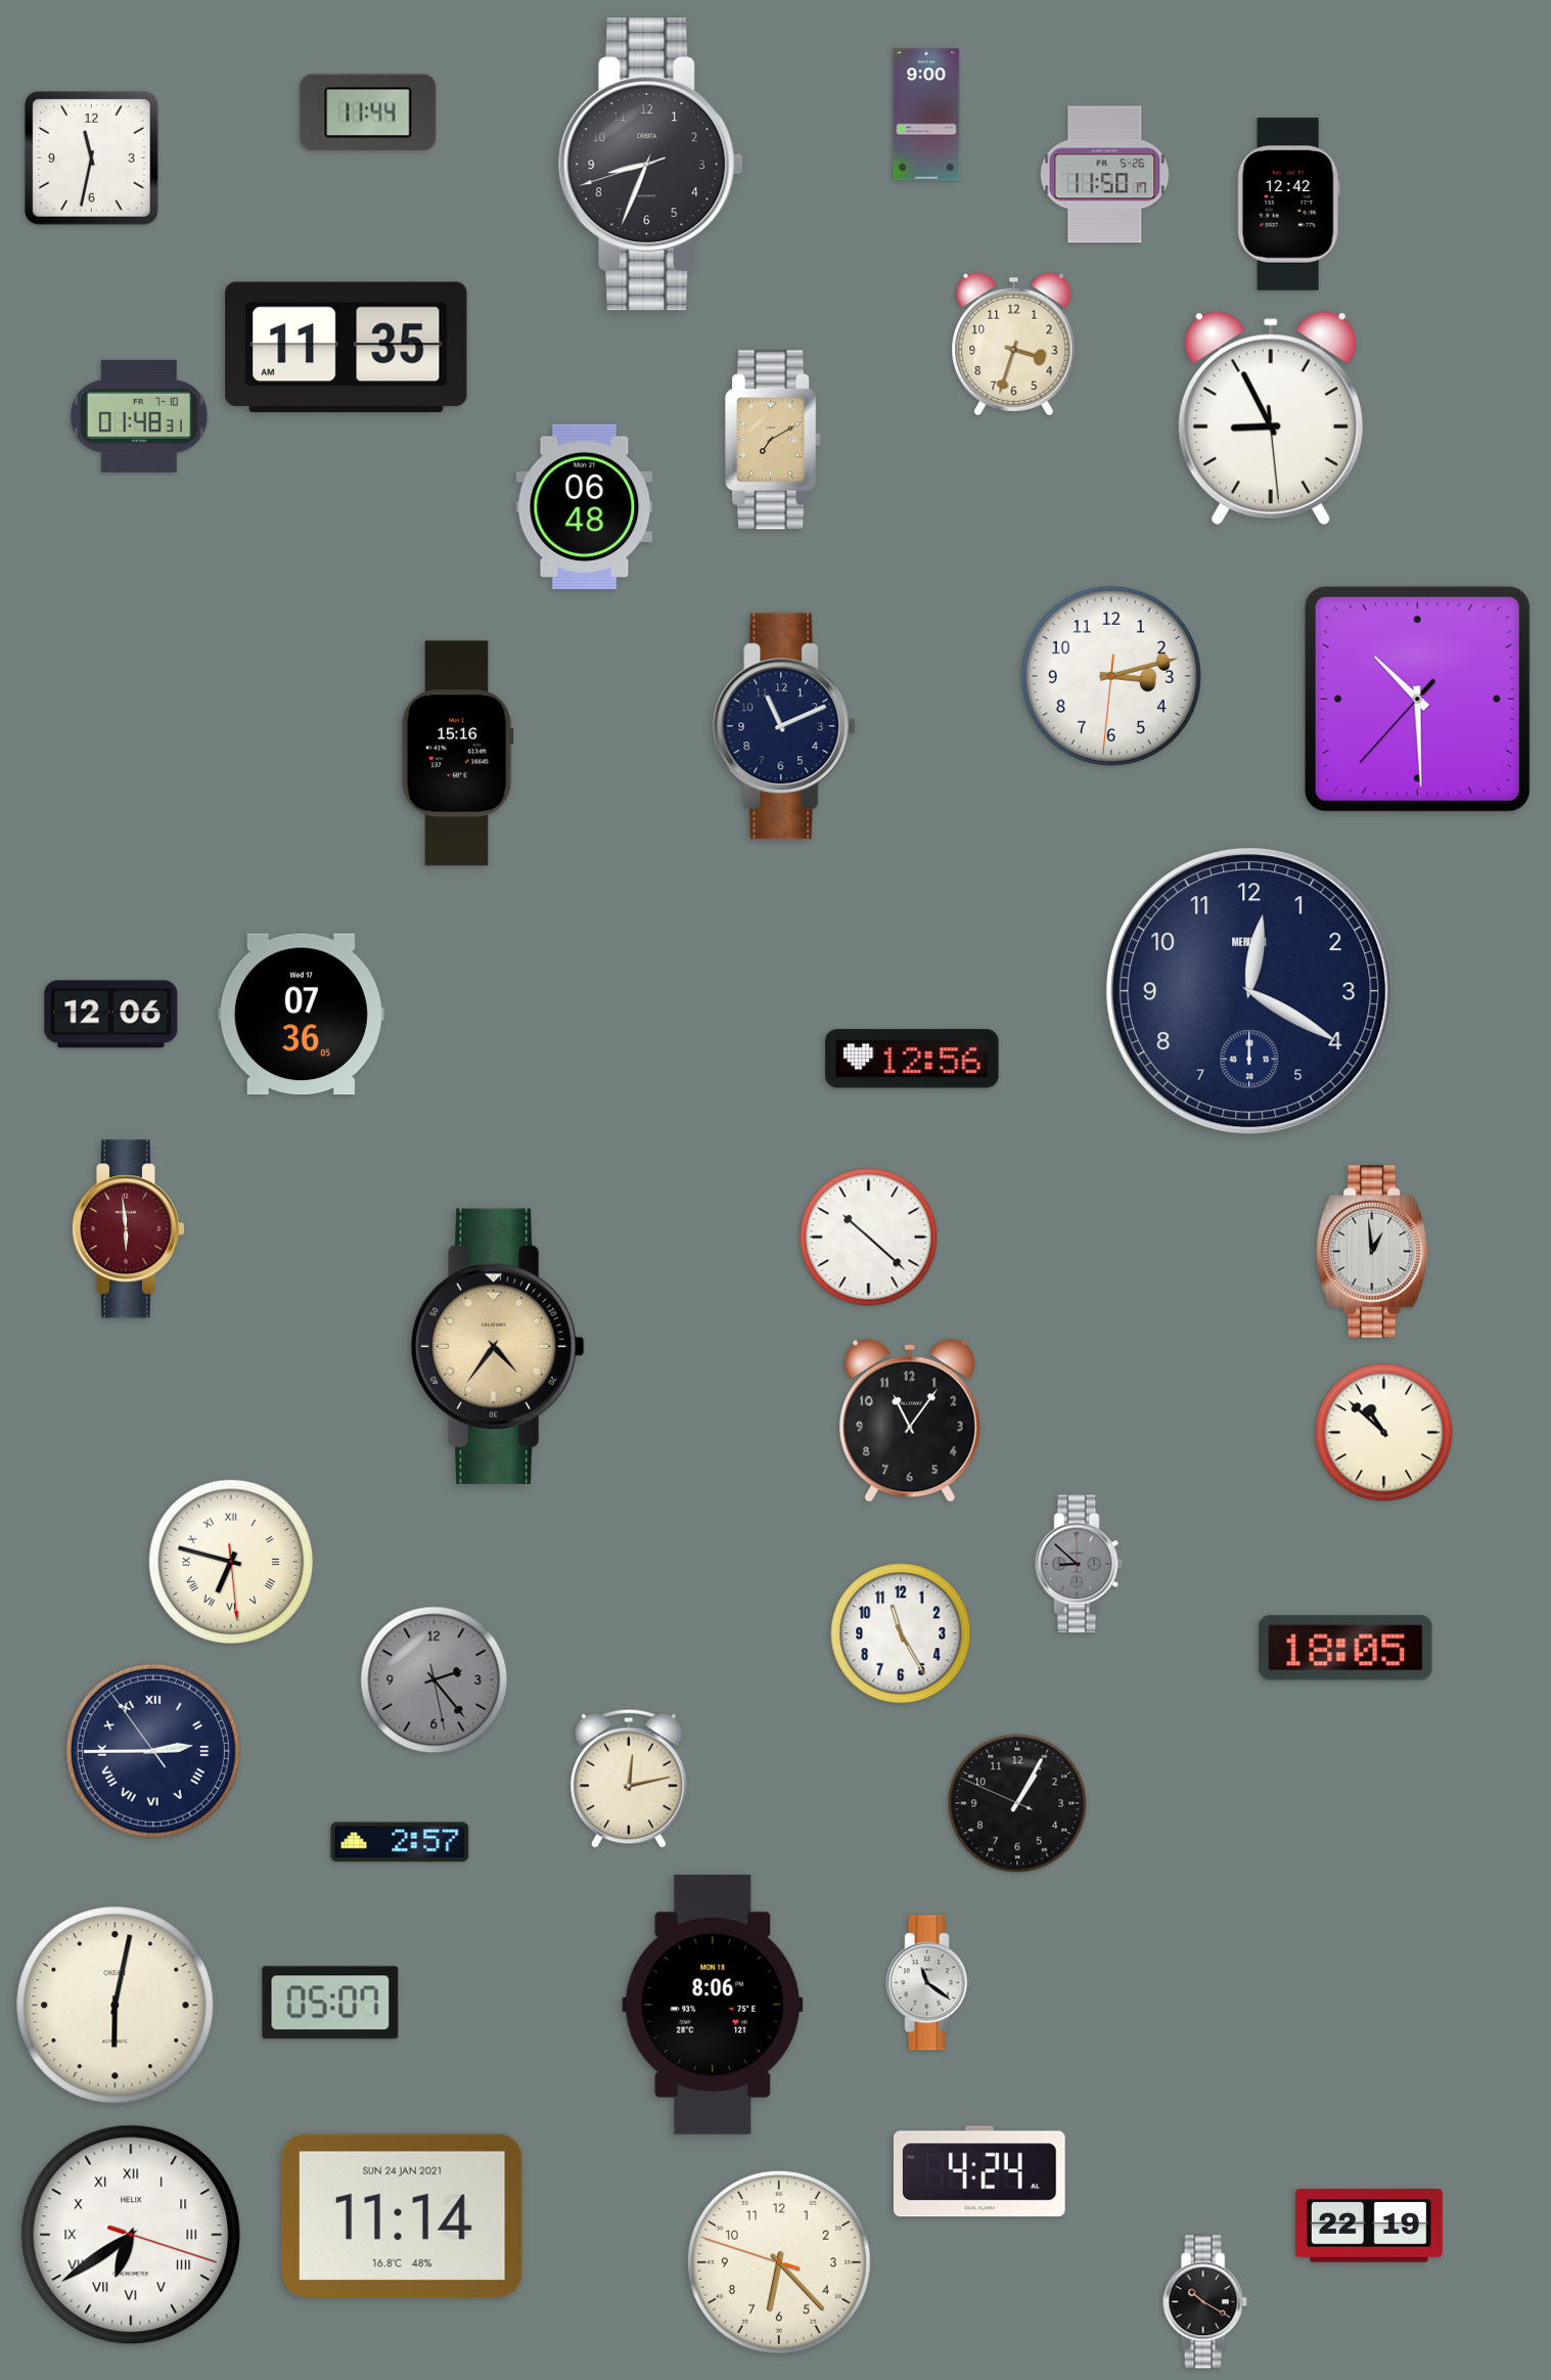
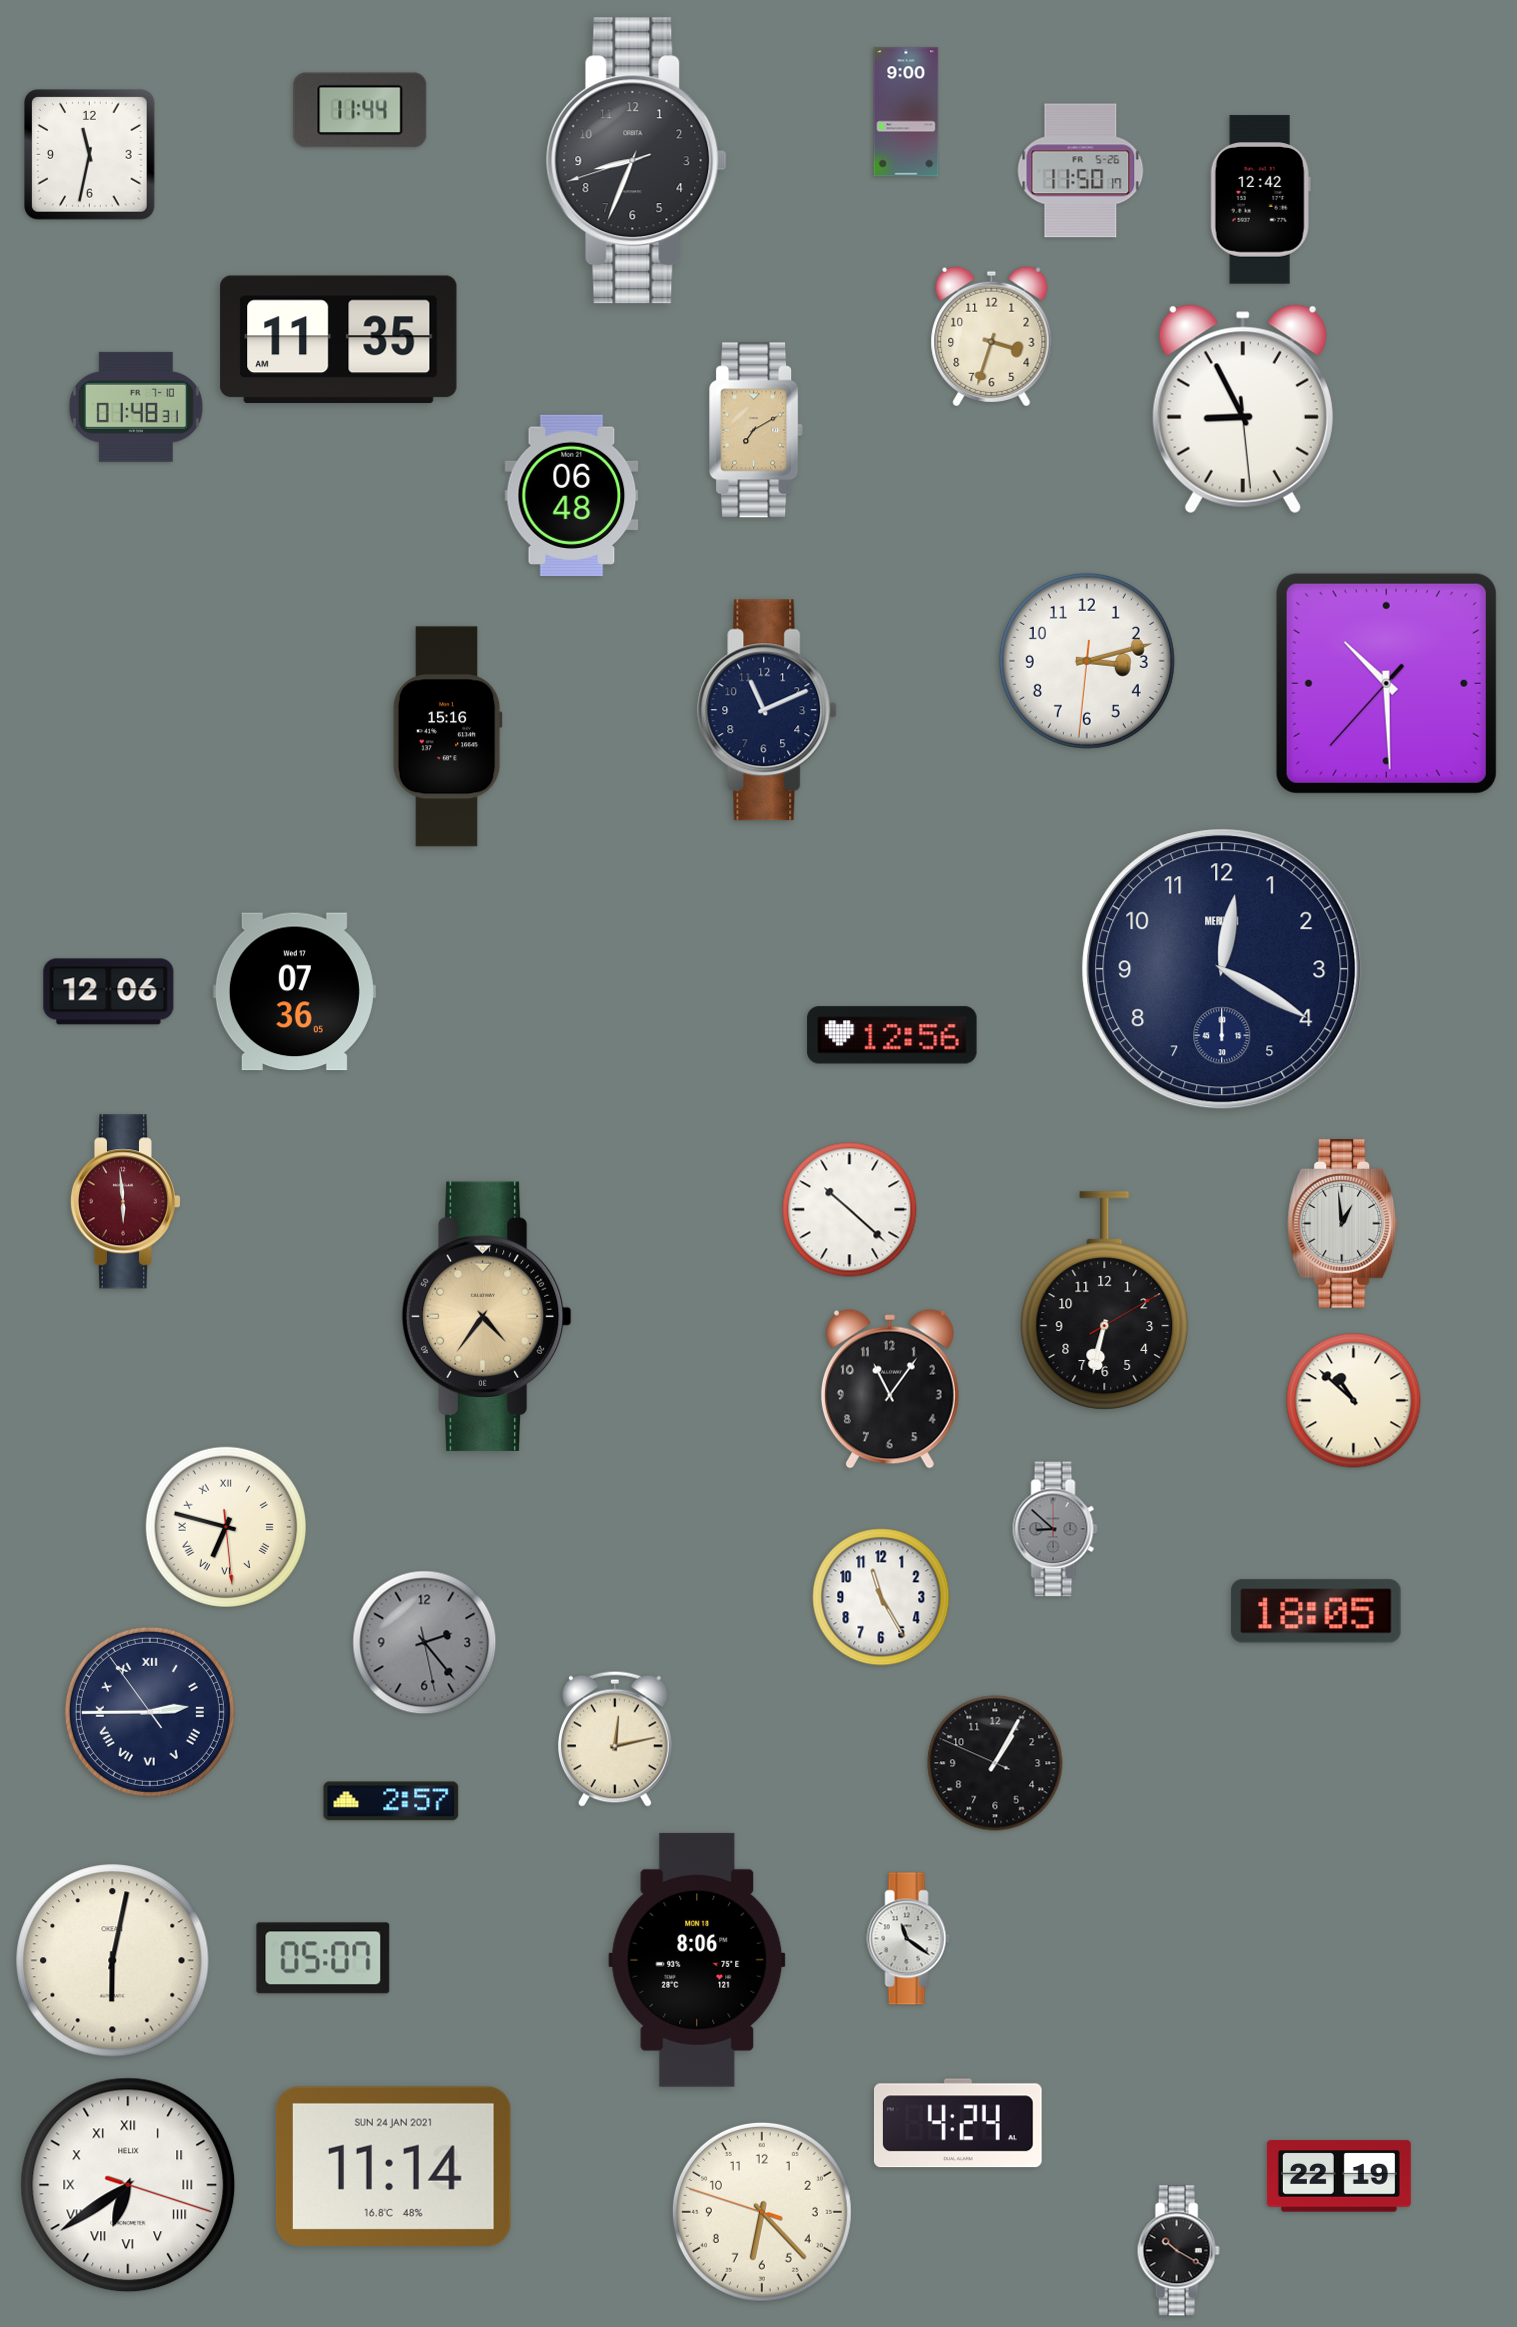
clock at (1105, 1301): none -> 6:32
